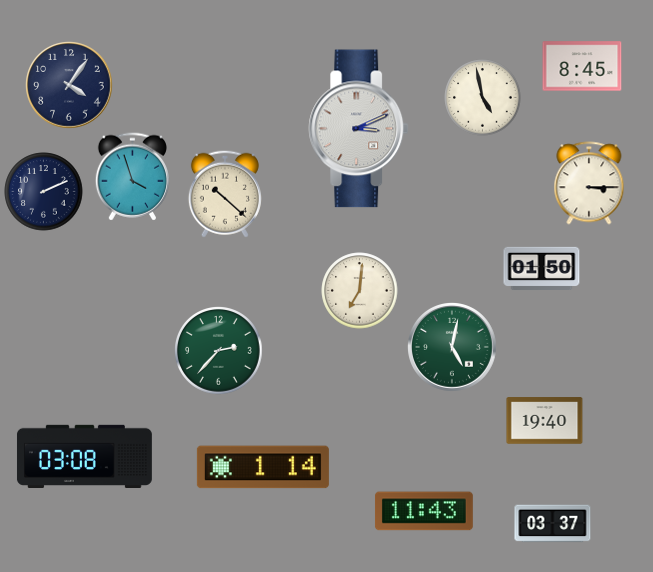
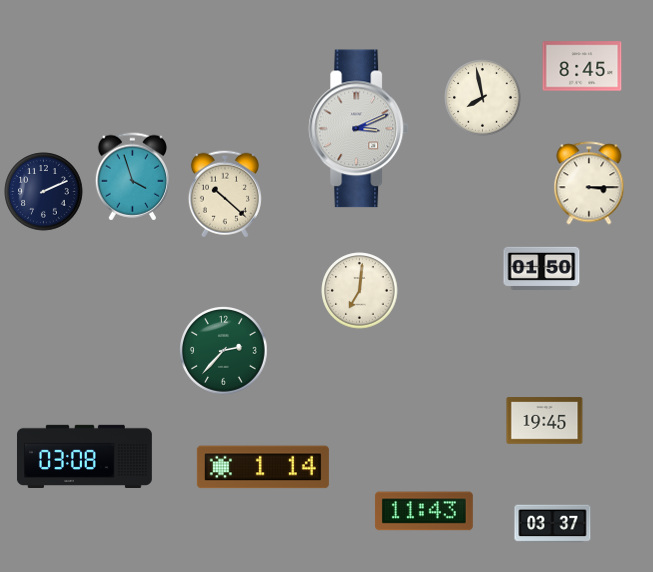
clock at (69, 85): 4:06 -> none
clock at (483, 98): 4:58 -> 7:58
clock at (453, 348): 5:02 -> none
clock at (219, 351) position: (219, 351) -> (224, 351)
clock at (545, 421): 19:40 -> 19:45
